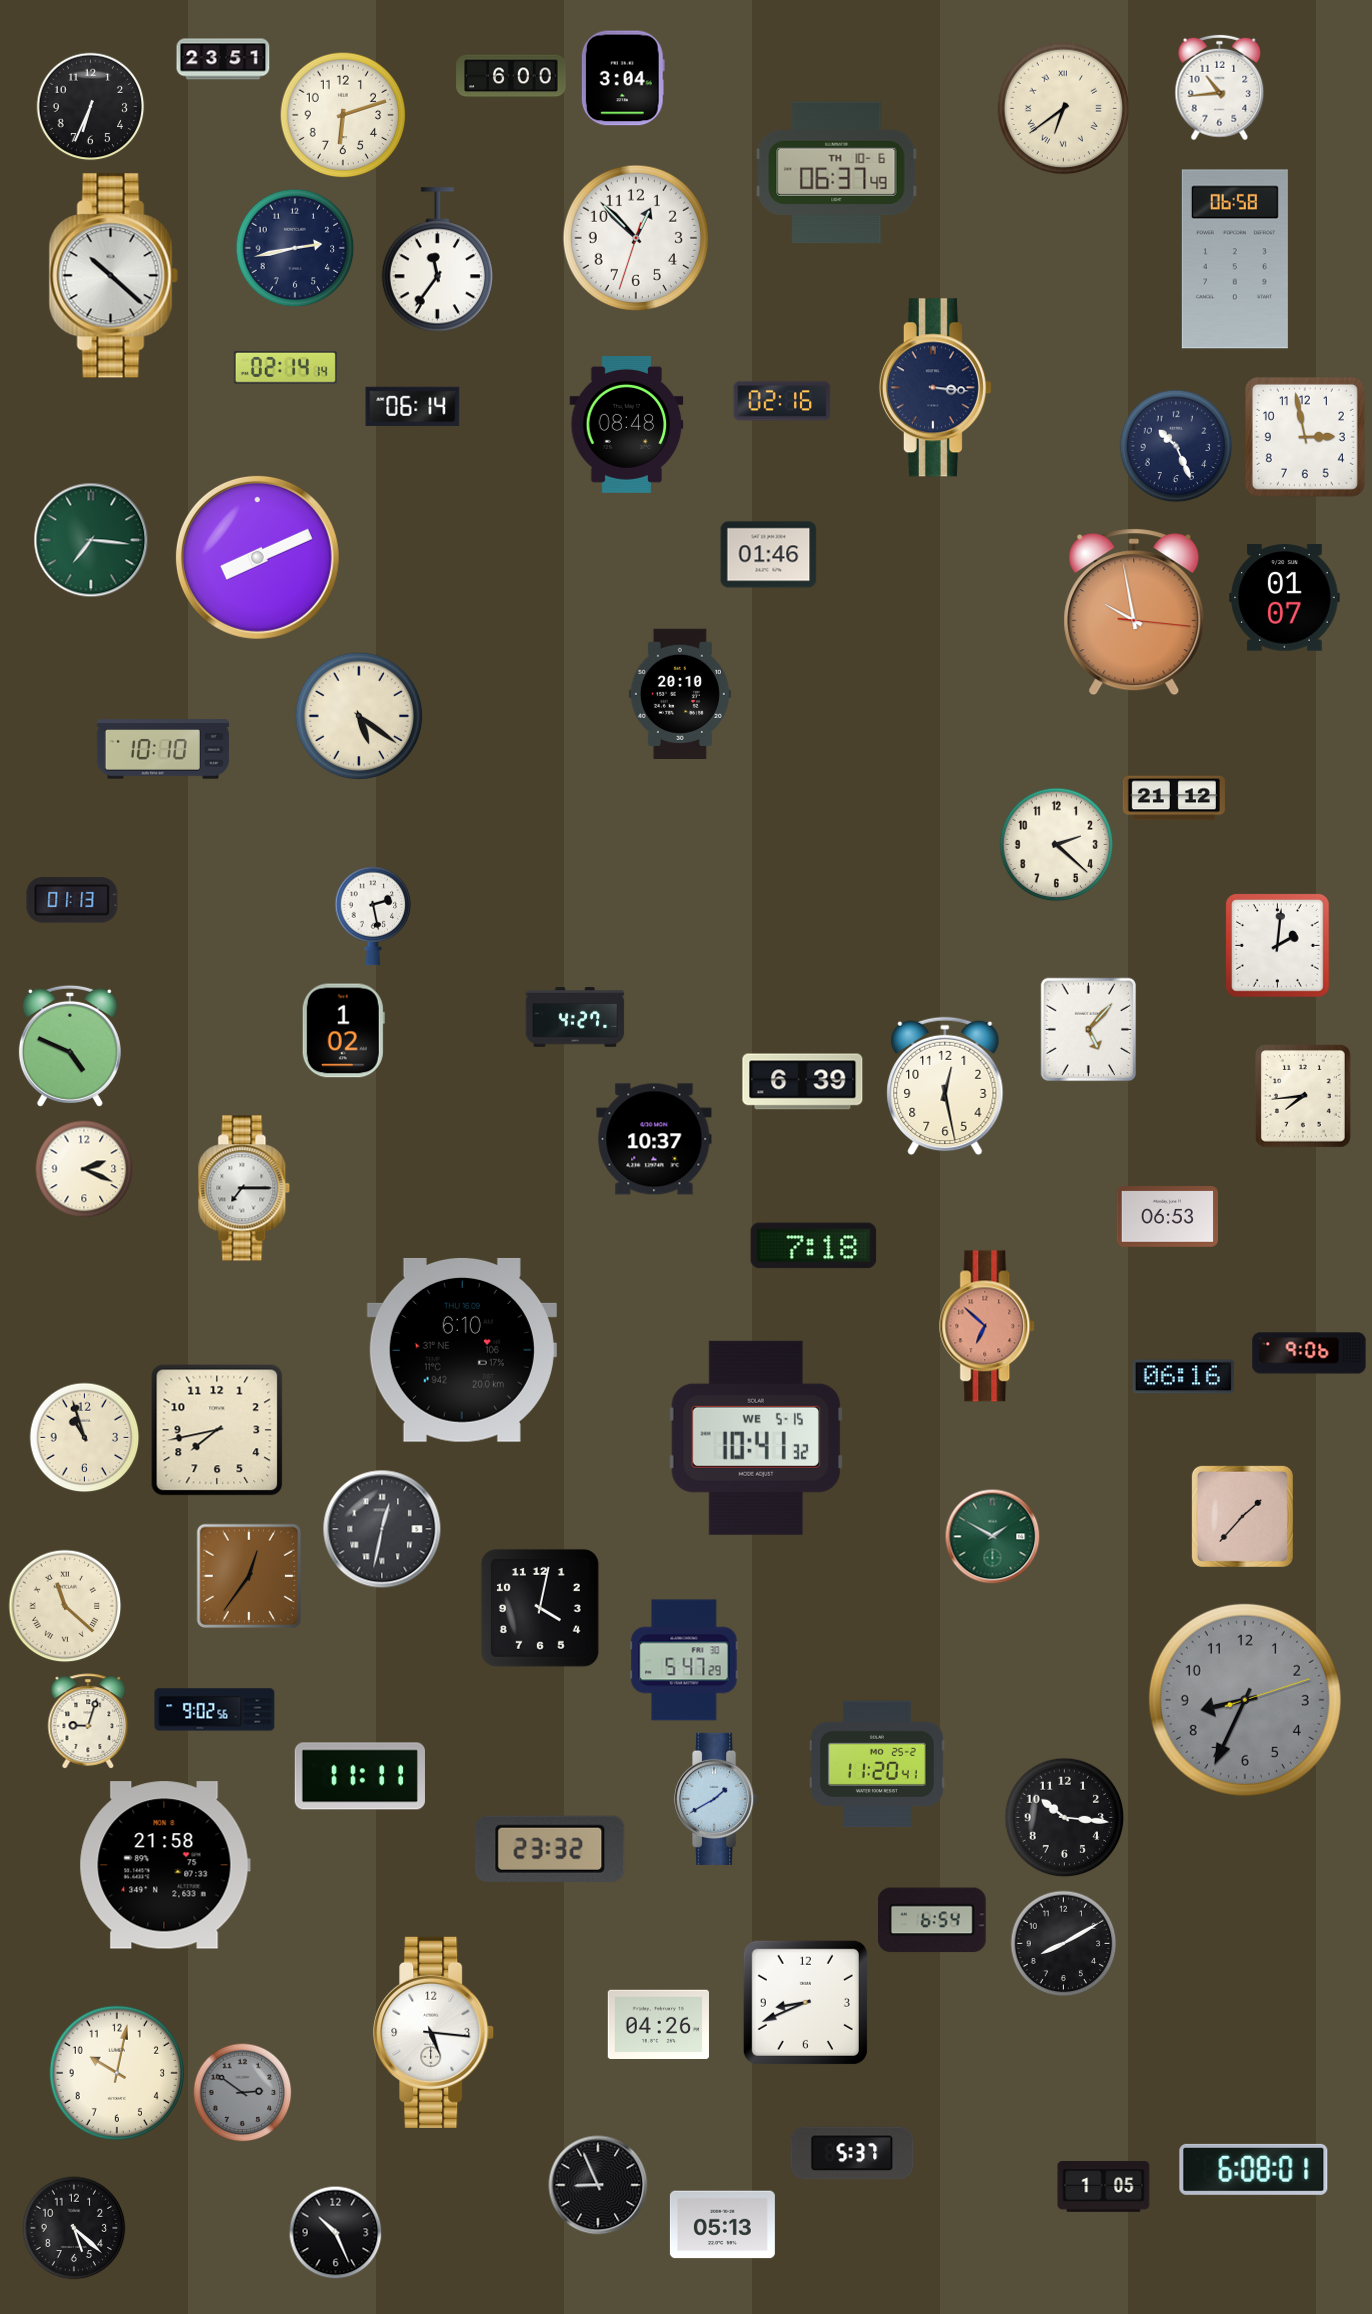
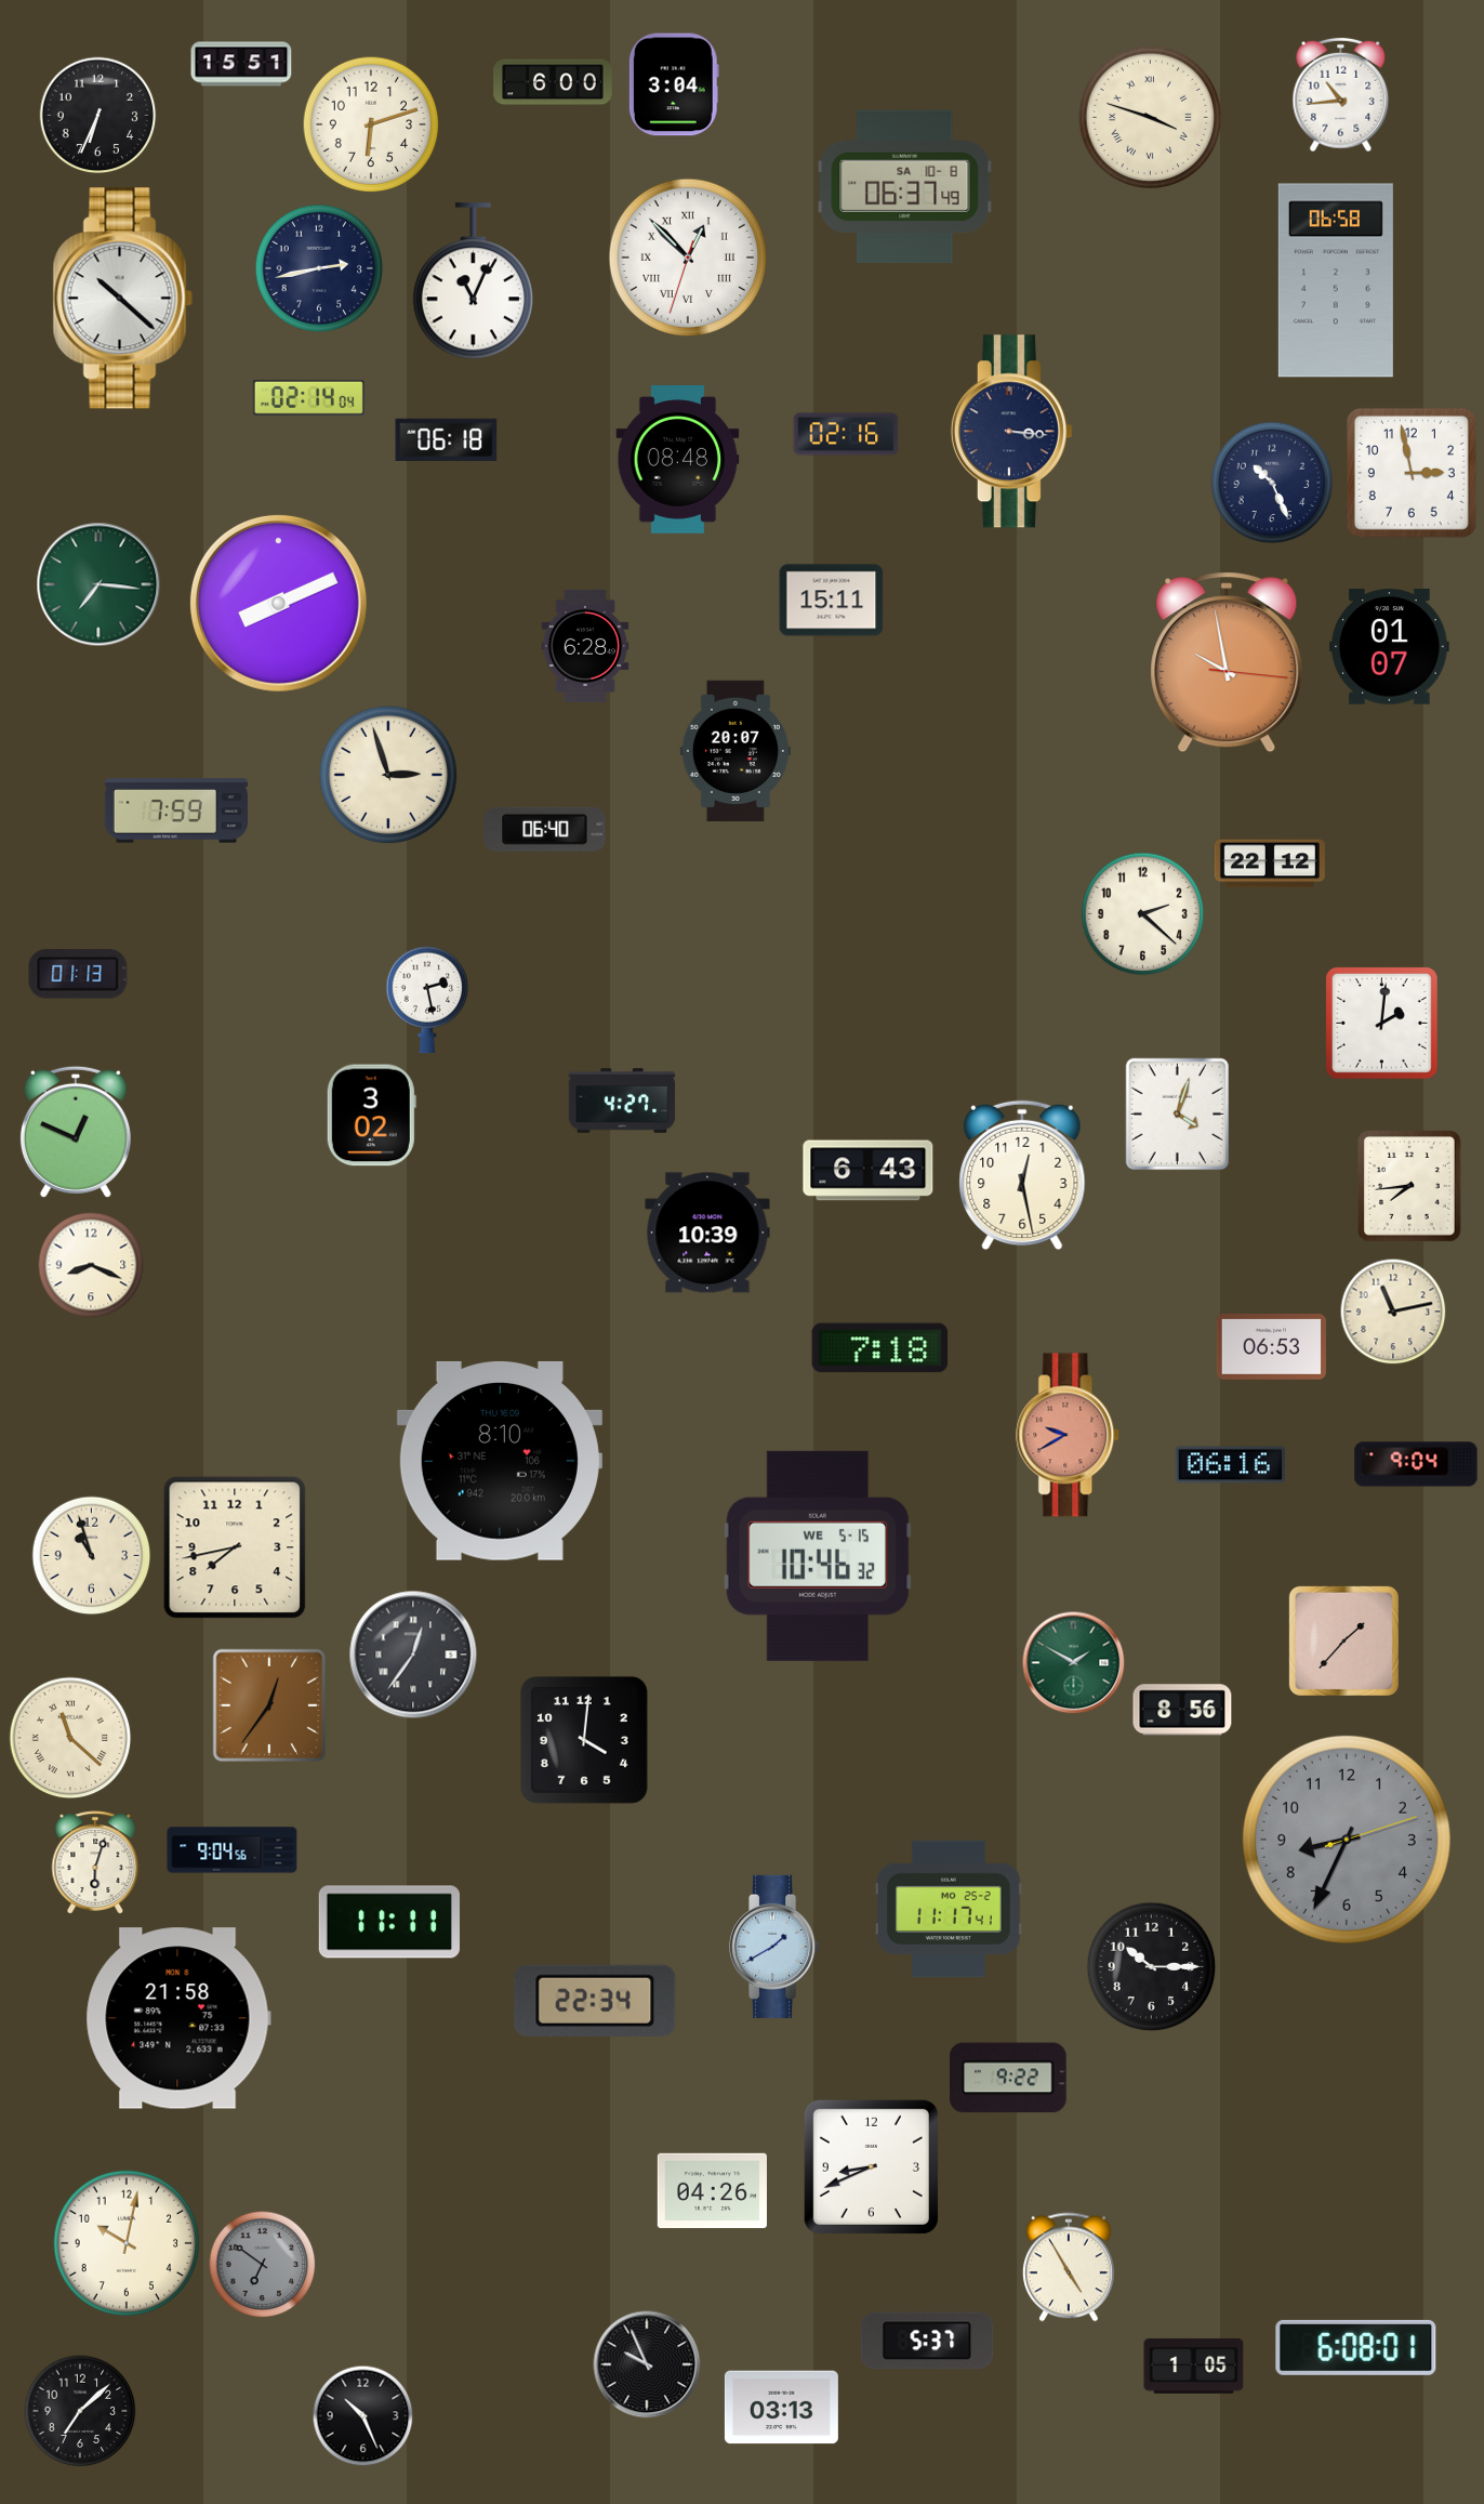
clock at (223, 59): 23:51 -> 15:51
clock at (1220, 88) position: (1220, 88) -> (1341, 95)
clock at (1064, 109): 6:39 -> 3:48
clock at (837, 172) date: TH 10-6 -> SA 10-8
clock at (636, 238) numerals: Arabic -> Roman
clock at (437, 260): 11:36 -> 11:04
clock at (285, 367): 02:14:14 -> 02:14:04
clock at (935, 388) position: (935, 388) -> (1011, 432)
clock at (413, 406): 06:14 -> 06:18
clock at (769, 555): 01:46 -> 15:11
clock at (585, 646): none -> 6:28
clock at (680, 693): 20:10 -> 20:07
clock at (359, 716): 5:21 -> 2:57
clock at (163, 749): 10:10 -> 7:59
clock at (545, 829): none -> 06:40
clock at (1174, 798): 21:12 -> 22:12
clock at (373, 916) position: (373, 916) -> (427, 1000)
clock at (1089, 1030): 5:07 -> 4:03
clock at (343, 1031): 1:02 -> 3:02
clock at (70, 1046): 4:49 -> 12:49
clock at (803, 1082): 6:39 -> 6:43
clock at (654, 1139): 10:37 -> 10:39
clock at (84, 1169): 2:19 -> 8:19
clock at (244, 1188): 7:15 -> none
clock at (1393, 1312): none -> 11:13
clock at (1167, 1217) position: (1167, 1217) -> (1271, 1347)
clock at (988, 1326): 6:52 -> 9:40
clock at (462, 1350): 6:10 -> 8:10
clock at (1309, 1353): 9:06 -> 9:04
clock at (1183, 1377) position: (1183, 1377) -> (1230, 1465)
clock at (755, 1438): 10:41 -> 10:46
clock at (382, 1529): 12:32 -> 12:36
clock at (1182, 1710): none -> 8:56
clock at (540, 1608): 4:02 -> 4:01
clock at (684, 1660): 5:47 -> none
clock at (215, 1710): 9:02 -> 9:04
clock at (88, 1721): 9:03 -> 6:03
clock at (877, 1764): 11:20 -> 11:17
clock at (1065, 1818): 10:16 -> 10:15
clock at (550, 1849): 23:32 -> 22:34
clock at (932, 1920): 6:54 -> 9:22
clock at (1064, 1944): 8:10 -> none
clock at (434, 2032): 5:16 -> none
clock at (243, 2093): 2:51 -> 6:51
clock at (1070, 2267): none -> 4:55
clock at (852, 2153) position: (852, 2153) -> (927, 2341)
clock at (598, 2185): 8:56 -> 9:56
clock at (722, 2225): 05:13 -> 03:13
clock at (74, 2228): 5:22 -> 7:08
